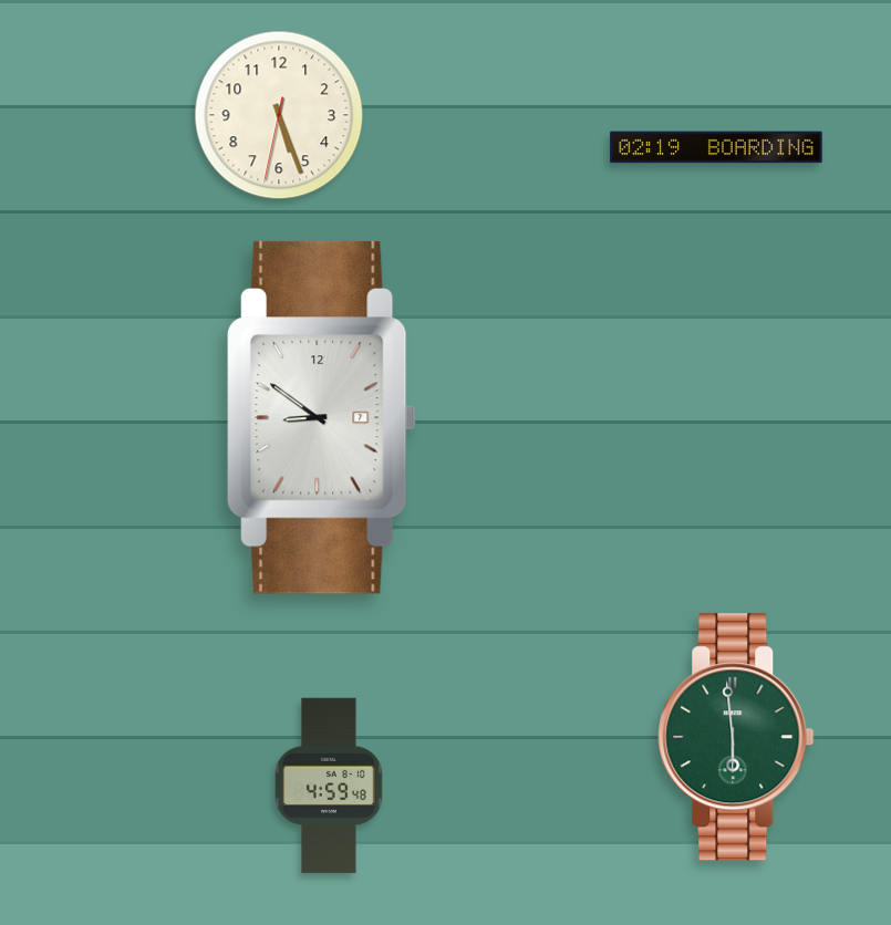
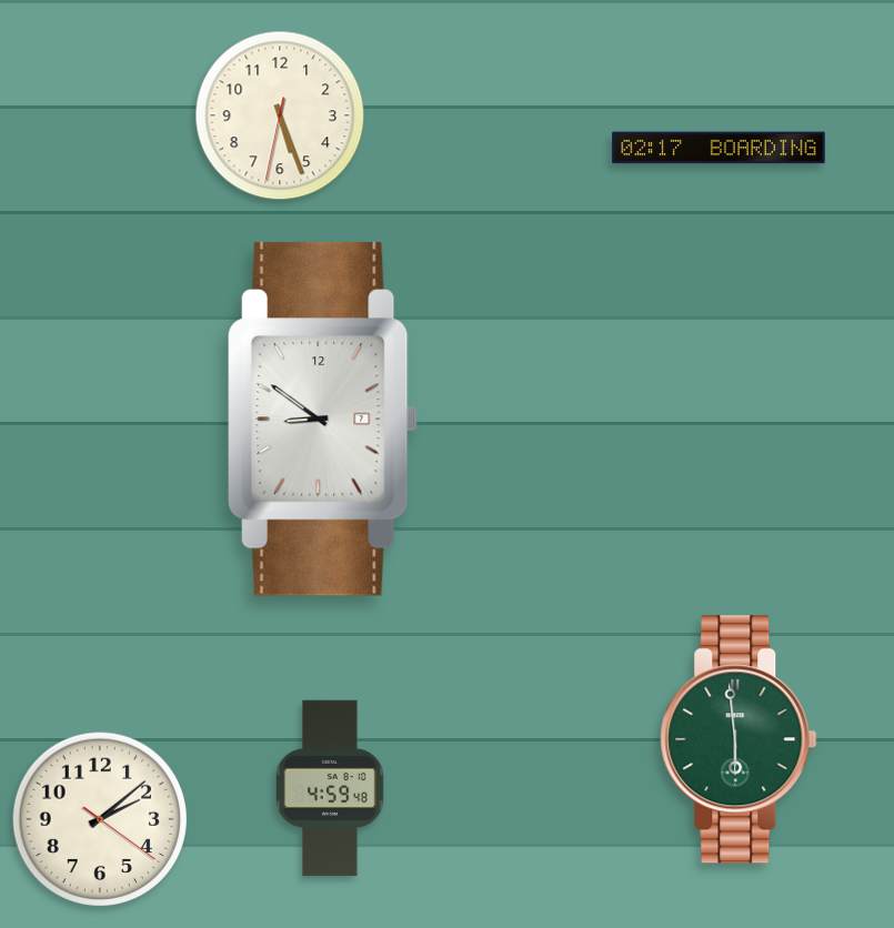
clock at (716, 147): 02:19 -> 02:17
clock at (99, 818): none -> 2:08
